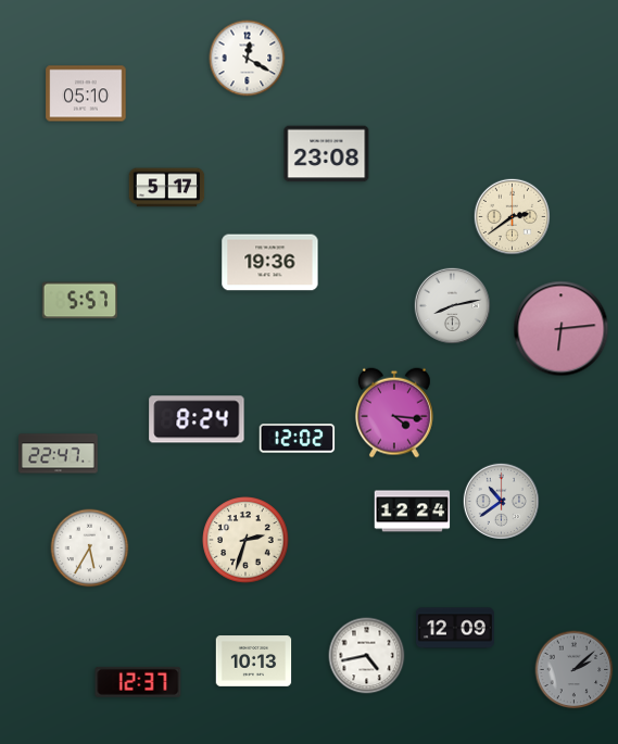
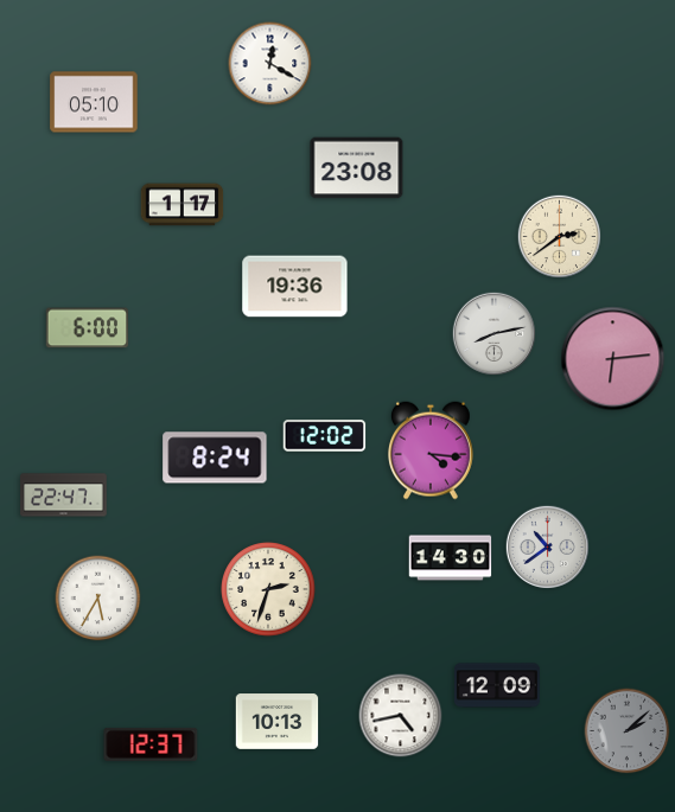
clock at (167, 188): 5:17 -> 1:17
clock at (80, 301): 5:57 -> 6:00
clock at (298, 439) position: (298, 439) -> (325, 436)
clock at (413, 512): 12:24 -> 14:30
